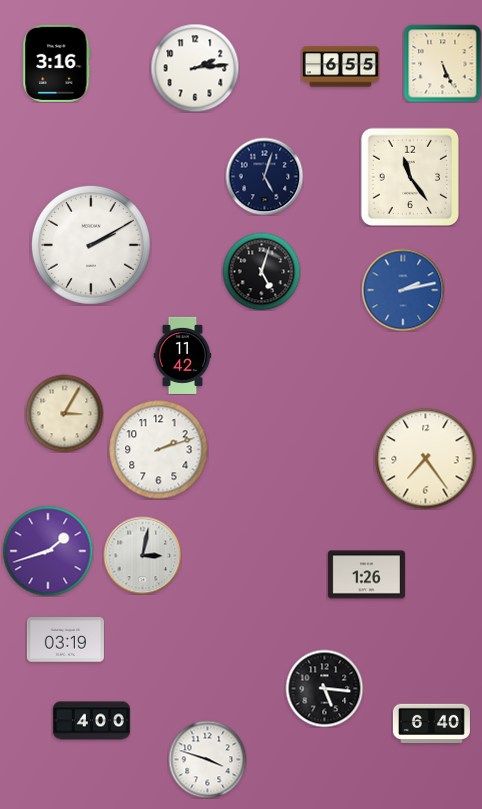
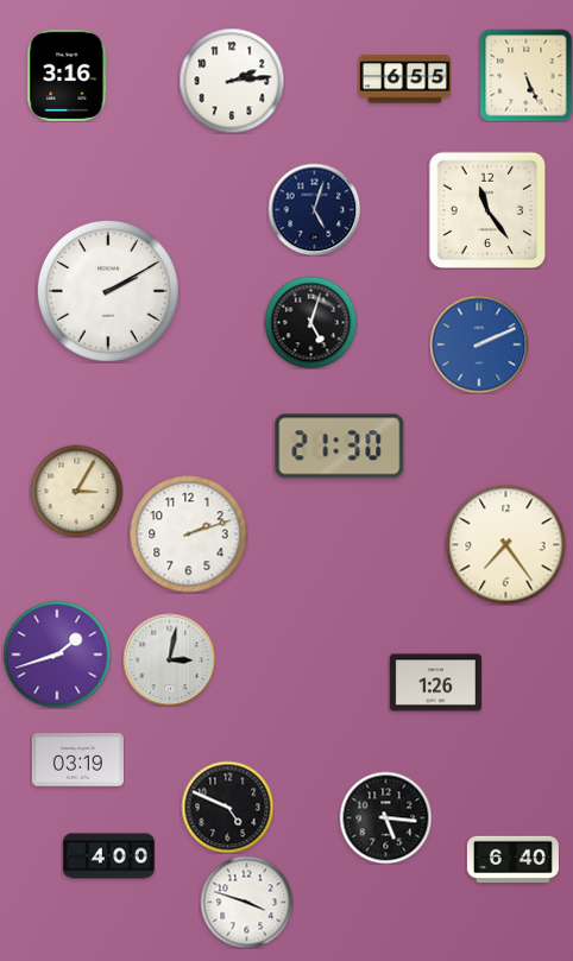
clock at (403, 290): 2:13 -> 2:11
clock at (183, 355): 11:42 -> none
clock at (340, 447): none -> 21:30
clock at (227, 807): none -> 4:49
